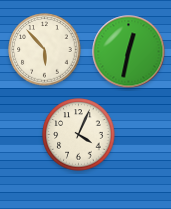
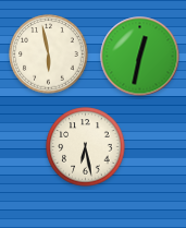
clock at (45, 50): 5:53 -> 5:58
clock at (79, 135): 4:04 -> 6:28
